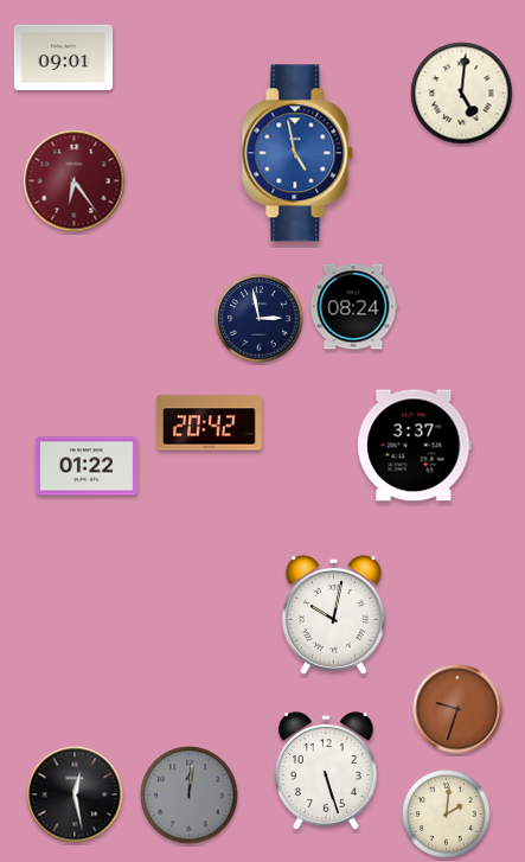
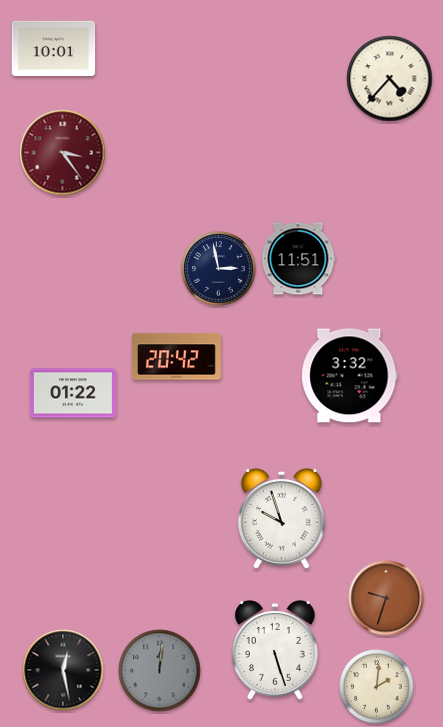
clock at (64, 57): 09:01 -> 10:01
clock at (462, 94): 5:01 -> 4:37
clock at (297, 153): 4:58 -> none
clock at (75, 181): 6:24 -> 3:24
clock at (353, 307): 08:24 -> 11:51
clock at (415, 446): 3:37 -> 3:32
clock at (333, 614): 10:02 -> 9:57
